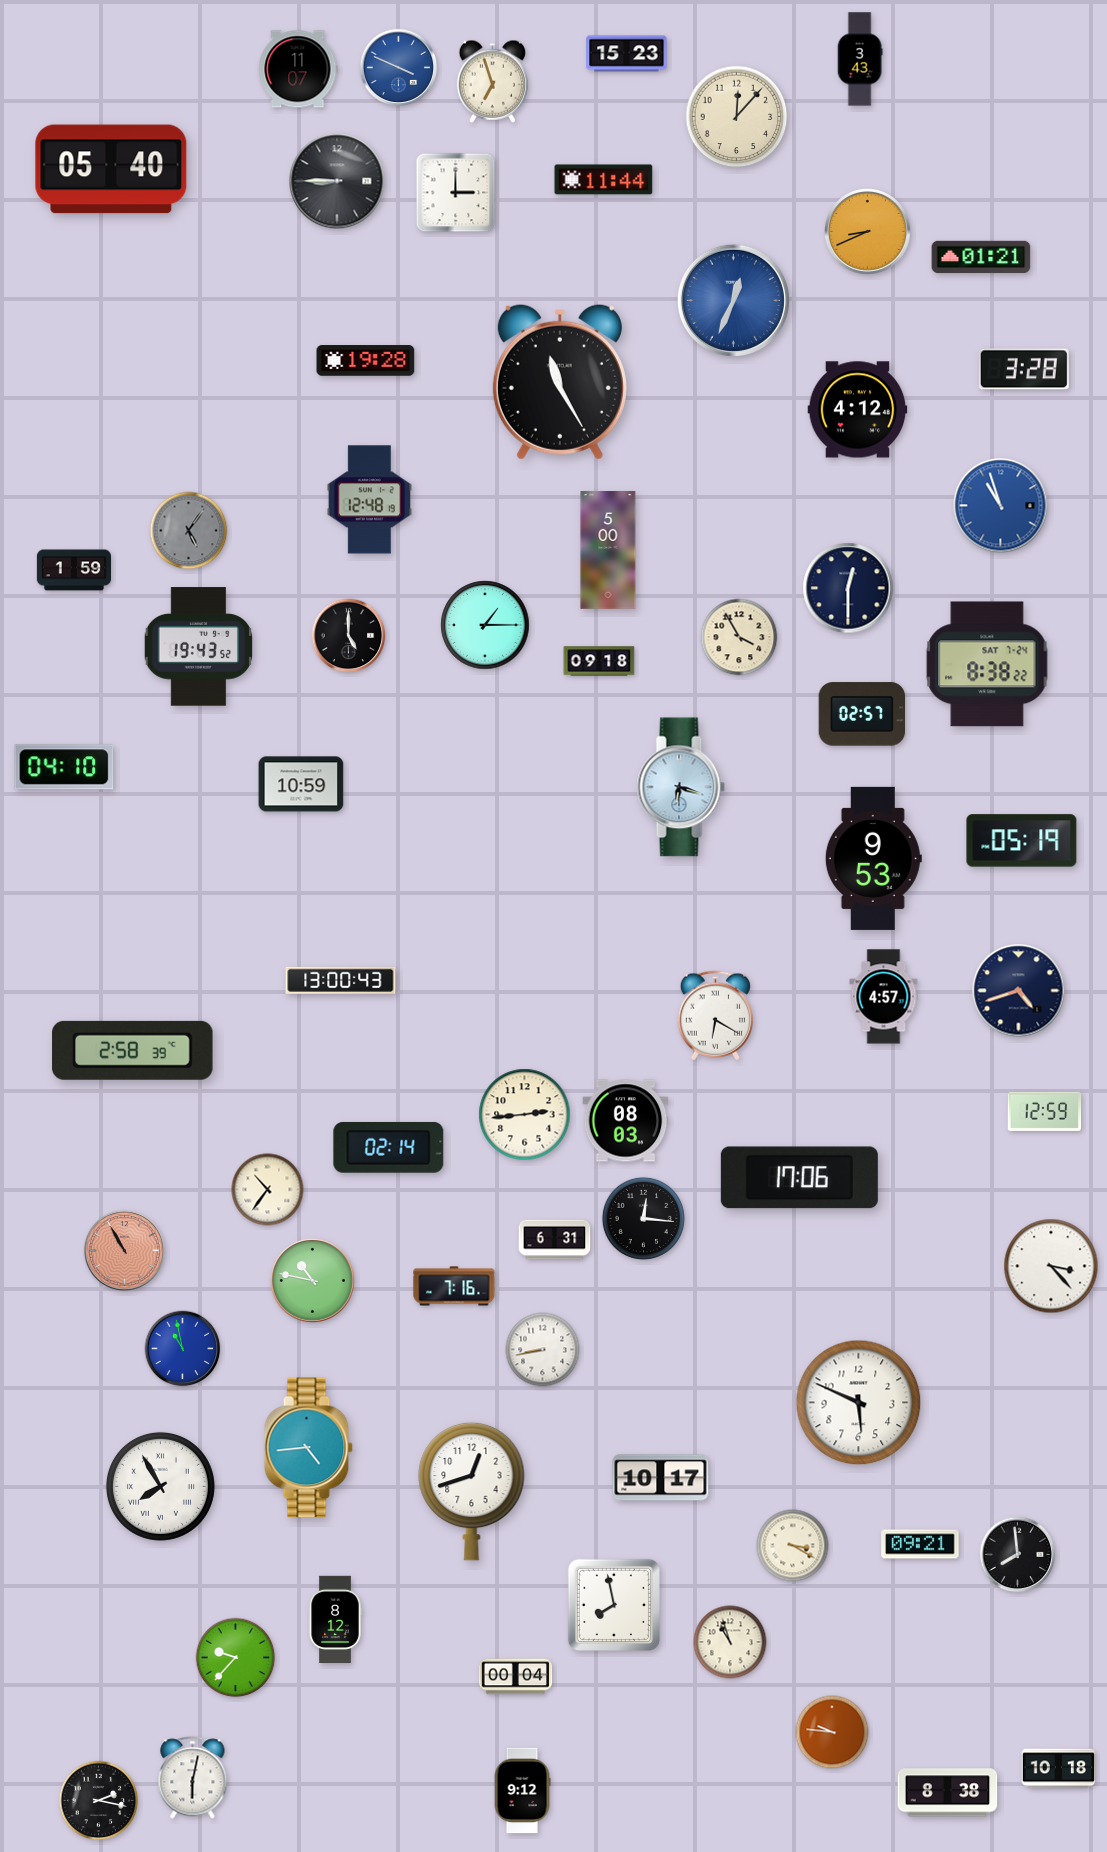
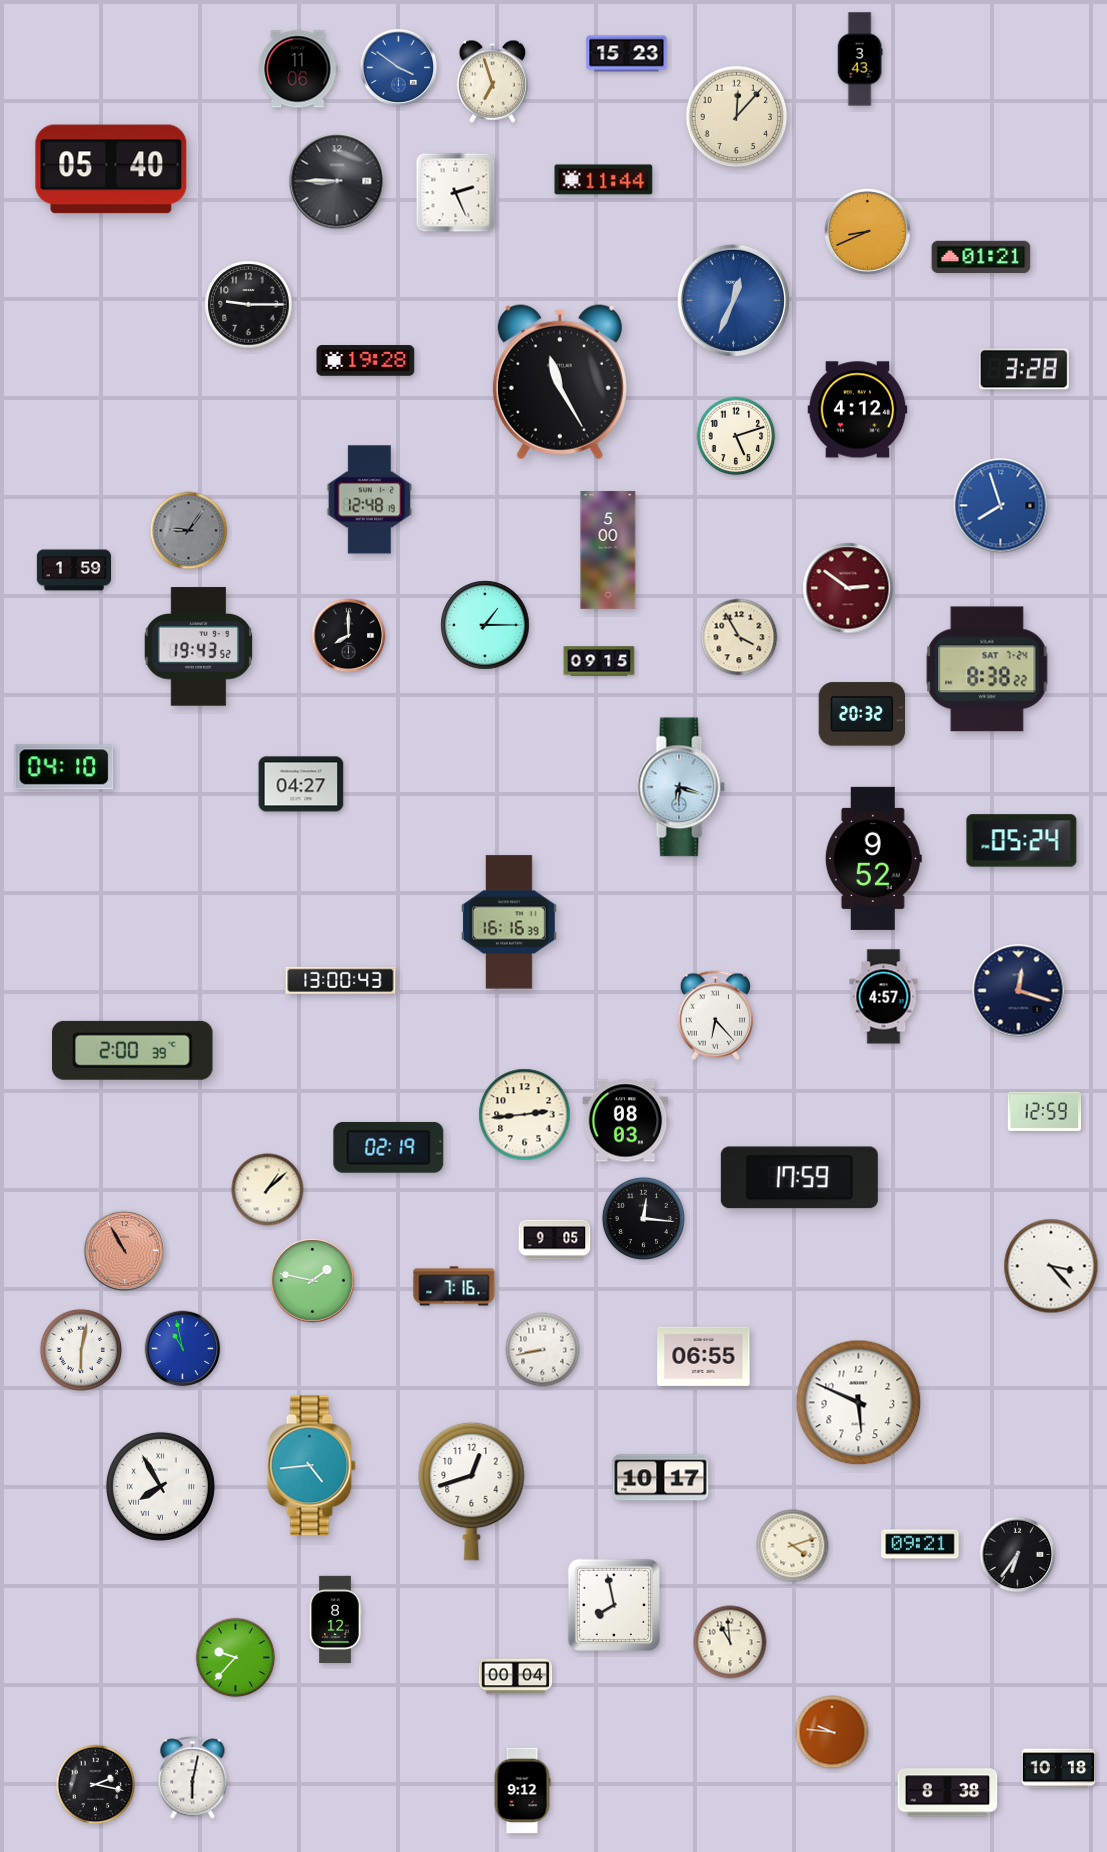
clock at (399, 68): 3:49 -> 3:51
clock at (298, 69): 11:07 -> 11:06
clock at (456, 193): 3:00 -> 2:26
clock at (249, 305): none -> 9:15
clock at (736, 436): none -> 5:12
clock at (1001, 506): 10:57 -> 7:57
clock at (189, 531): 5:06 -> 9:06
clock at (848, 588): 12:30 -> 2:51
clock at (848, 588) dial: navy -> burgundy
clock at (349, 636): 5:00 -> 8:00
clock at (599, 661): 09:18 -> 09:15
clock at (987, 664) position: (987, 664) -> (987, 669)
clock at (862, 714): 02:57 -> 20:32
clock at (301, 784): 10:59 -> 04:27
clock at (1022, 841): 05:19 -> 05:24
clock at (873, 858): 9:53 -> 9:52
clock at (510, 922): none -> 16:16
clock at (1019, 991): 4:42 -> 12:18
clock at (715, 1016): 6:20 -> 6:23
clock at (133, 1050): 2:58 -> 2:00
clock at (389, 1147): 02:14 -> 02:19
clock at (799, 1178): 17:06 -> 17:59
clock at (268, 1190): 10:36 -> 1:08
clock at (555, 1240): 6:31 -> 9:05
clock at (313, 1281): 10:47 -> 1:47
clock at (80, 1349): none -> 6:02
clock at (704, 1356): none -> 06:55
clock at (308, 1448) position: (308, 1448) -> (311, 1466)
clock at (793, 1546): 3:20 -> 4:12
clock at (1018, 1555): 7:59 -> 6:36
clock at (730, 1642): 10:57 -> 10:59
clock at (99, 1801) position: (99, 1801) -> (96, 1785)
